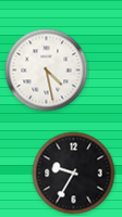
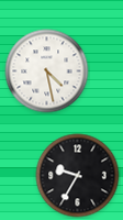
clock at (74, 174) position: (74, 174) -> (78, 176)
